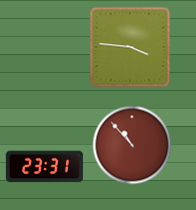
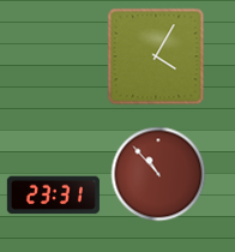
clock at (130, 47): 3:46 -> 4:05
clock at (44, 167) position: (44, 167) -> (53, 196)
